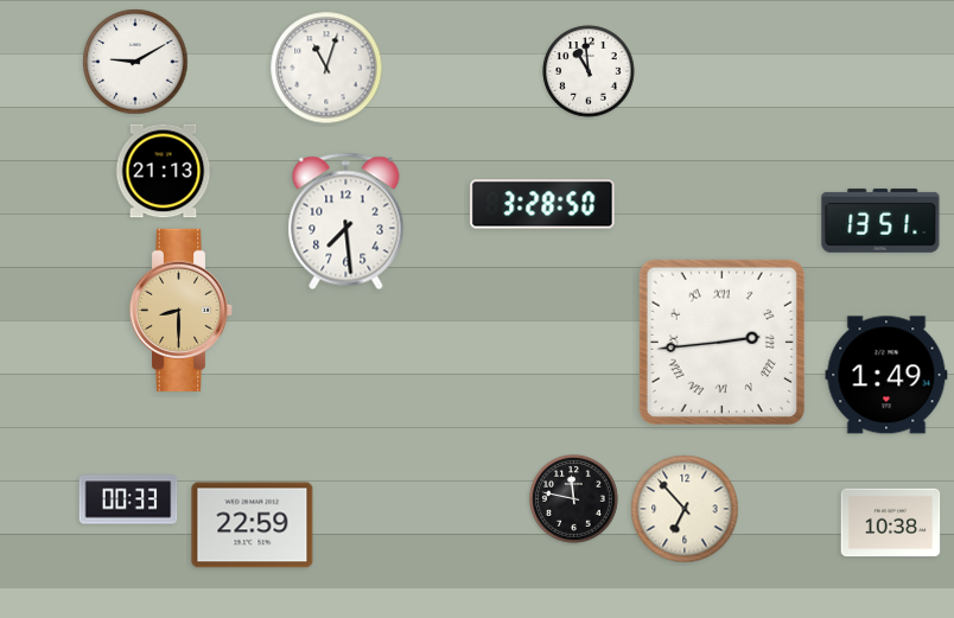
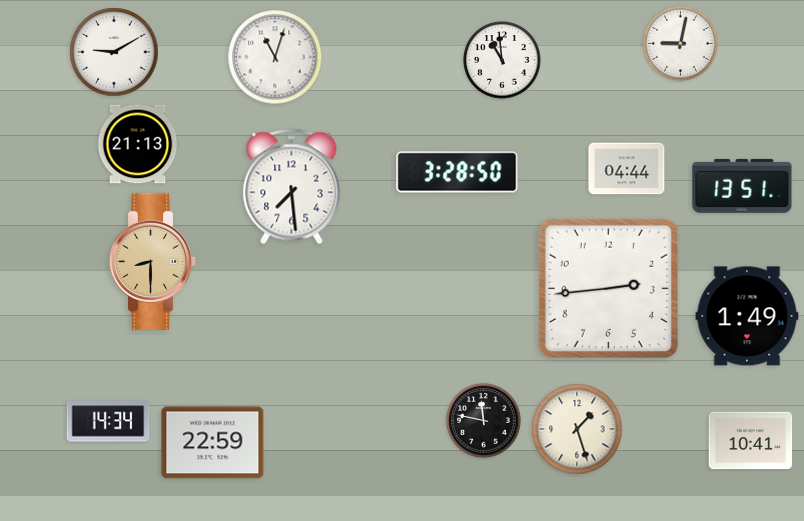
clock at (681, 44): none -> 9:02
clock at (589, 71) position: (589, 71) -> (502, 60)
clock at (627, 169): none -> 04:44
clock at (721, 342) numerals: Roman -> Arabic
clock at (128, 499): 00:33 -> 14:34
clock at (685, 509): 6:53 -> 1:27
clock at (891, 523): 10:38 -> 10:41
